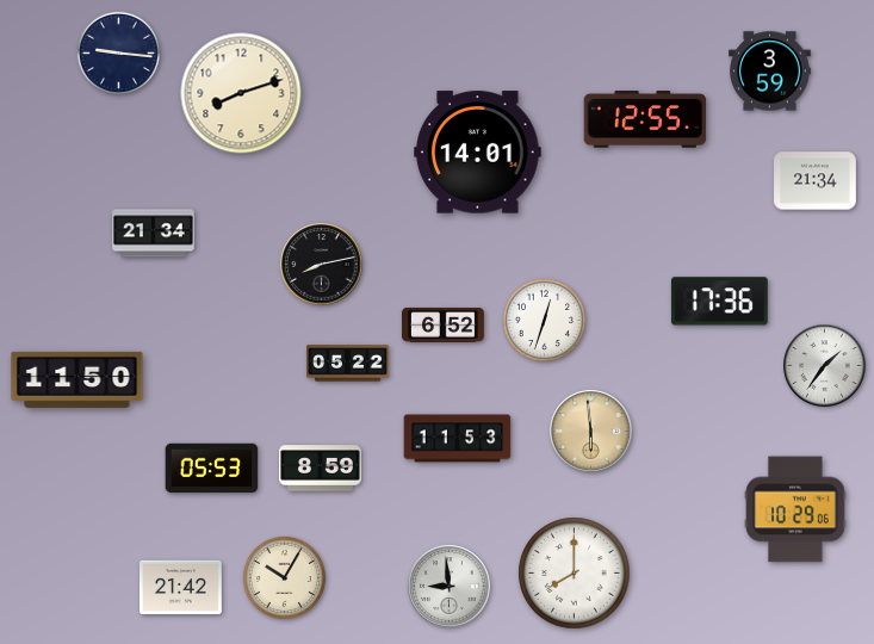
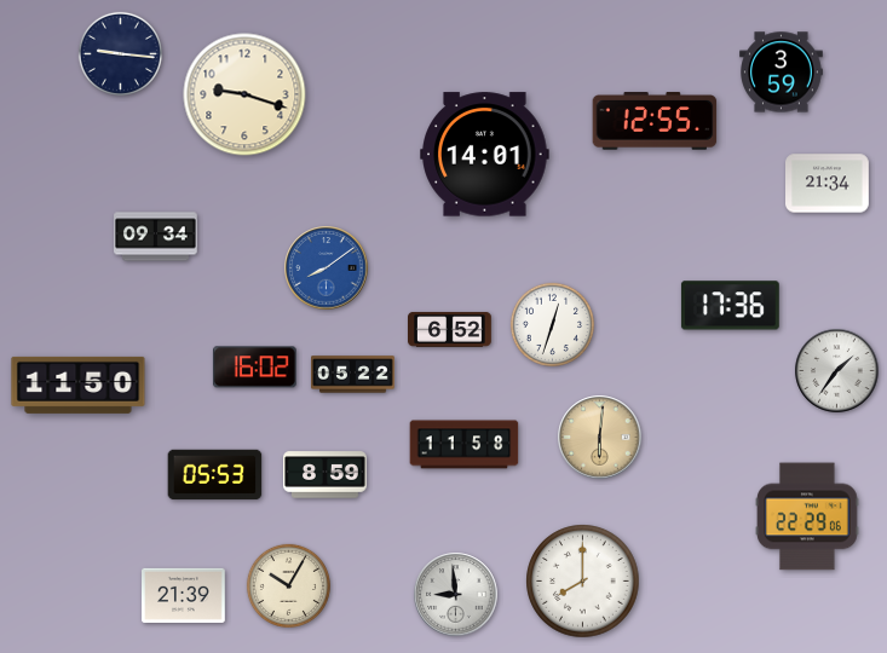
clock at (241, 93): 8:12 -> 9:18
clock at (154, 234): 21:34 -> 09:34
clock at (322, 265): 8:13 -> 8:09
clock at (322, 265) dial: black -> blue
clock at (254, 368): none -> 16:02
clock at (348, 364) position: (348, 364) -> (353, 375)
clock at (591, 432): 5:59 -> 6:01
clock at (458, 439): 11:53 -> 11:58
clock at (795, 509): 10:29 -> 22:29
clock at (181, 587): 21:42 -> 21:39
